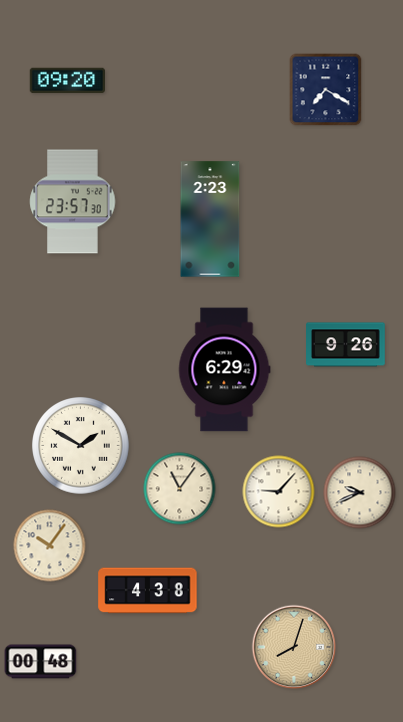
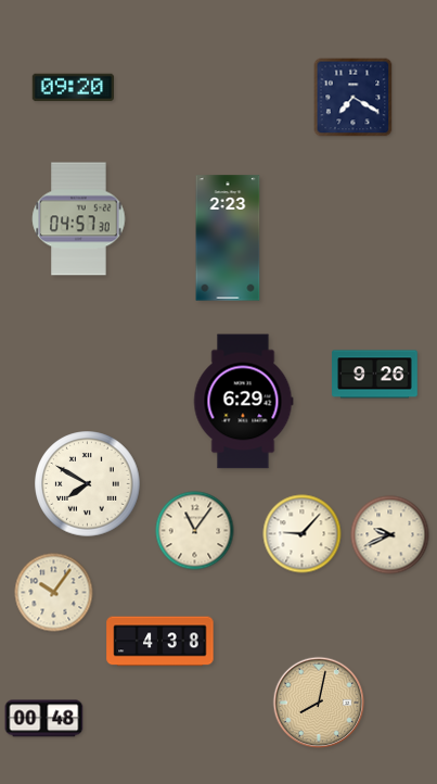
clock at (73, 202): 23:57 -> 04:57
clock at (81, 446): 1:50 -> 7:50
clock at (294, 647): 8:03 -> 8:02
